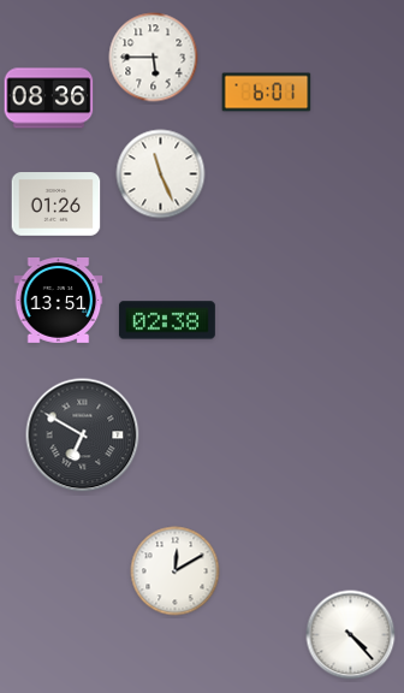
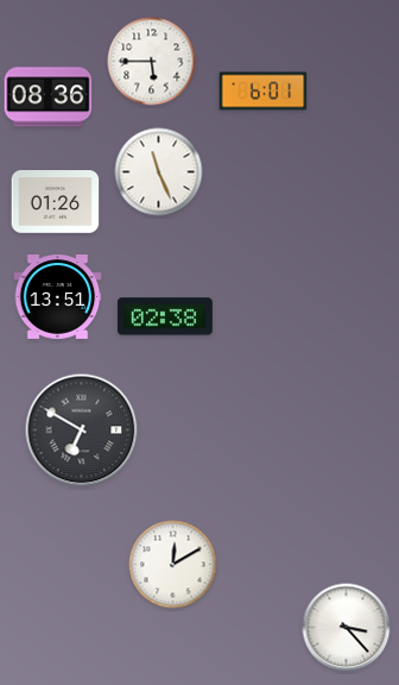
clock at (154, 58) position: (154, 58) -> (152, 62)
clock at (351, 635): 4:23 -> 3:23
